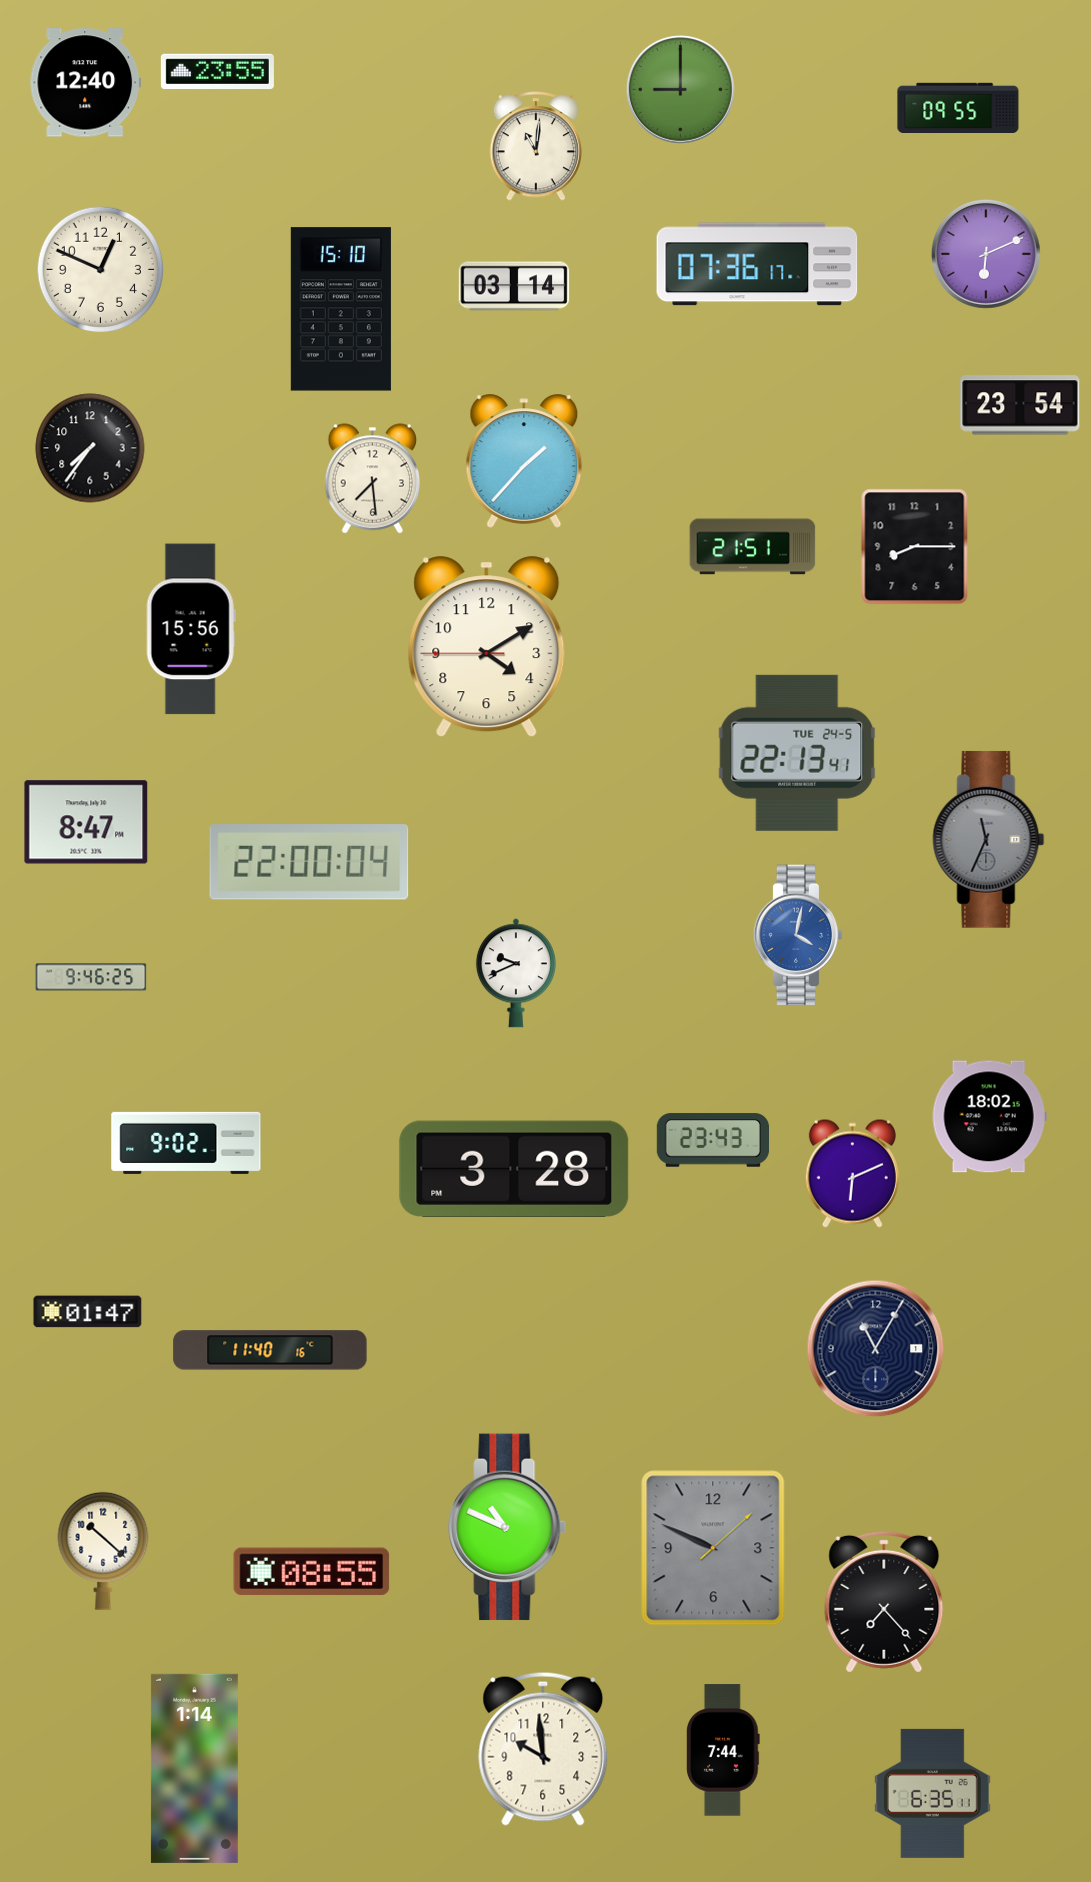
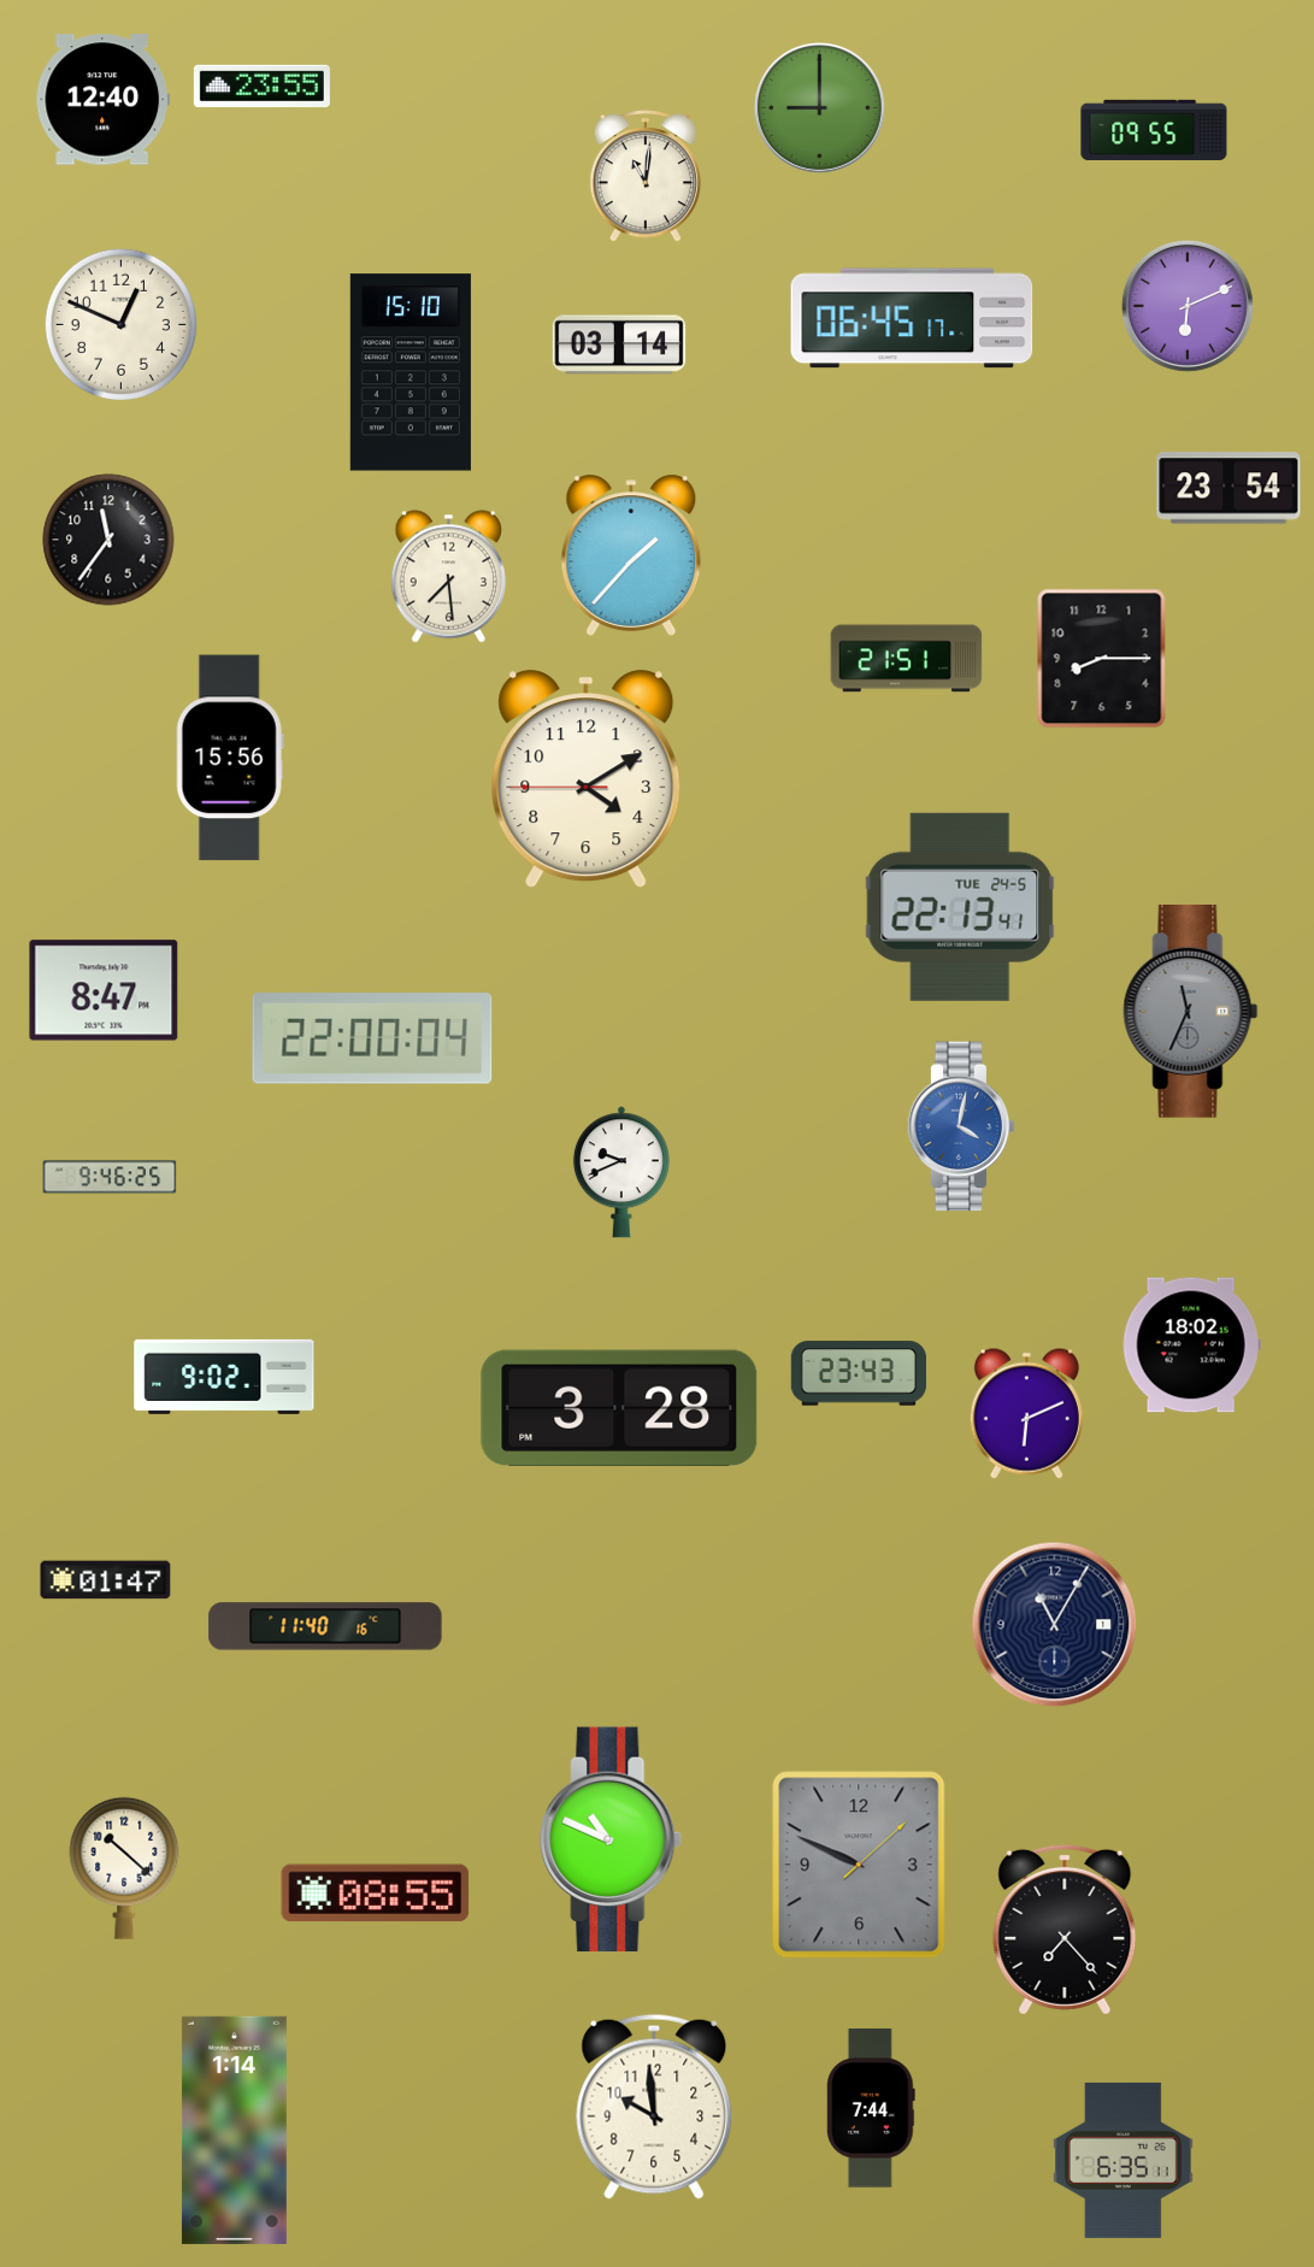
clock at (757, 264): 07:36 -> 06:45
clock at (90, 448): 7:36 -> 11:36
